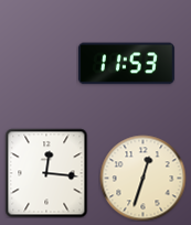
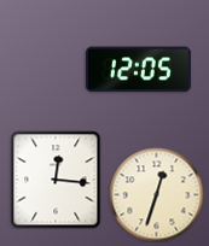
clock at (126, 64): 11:53 -> 12:05
clock at (46, 173) position: (46, 173) -> (56, 180)
